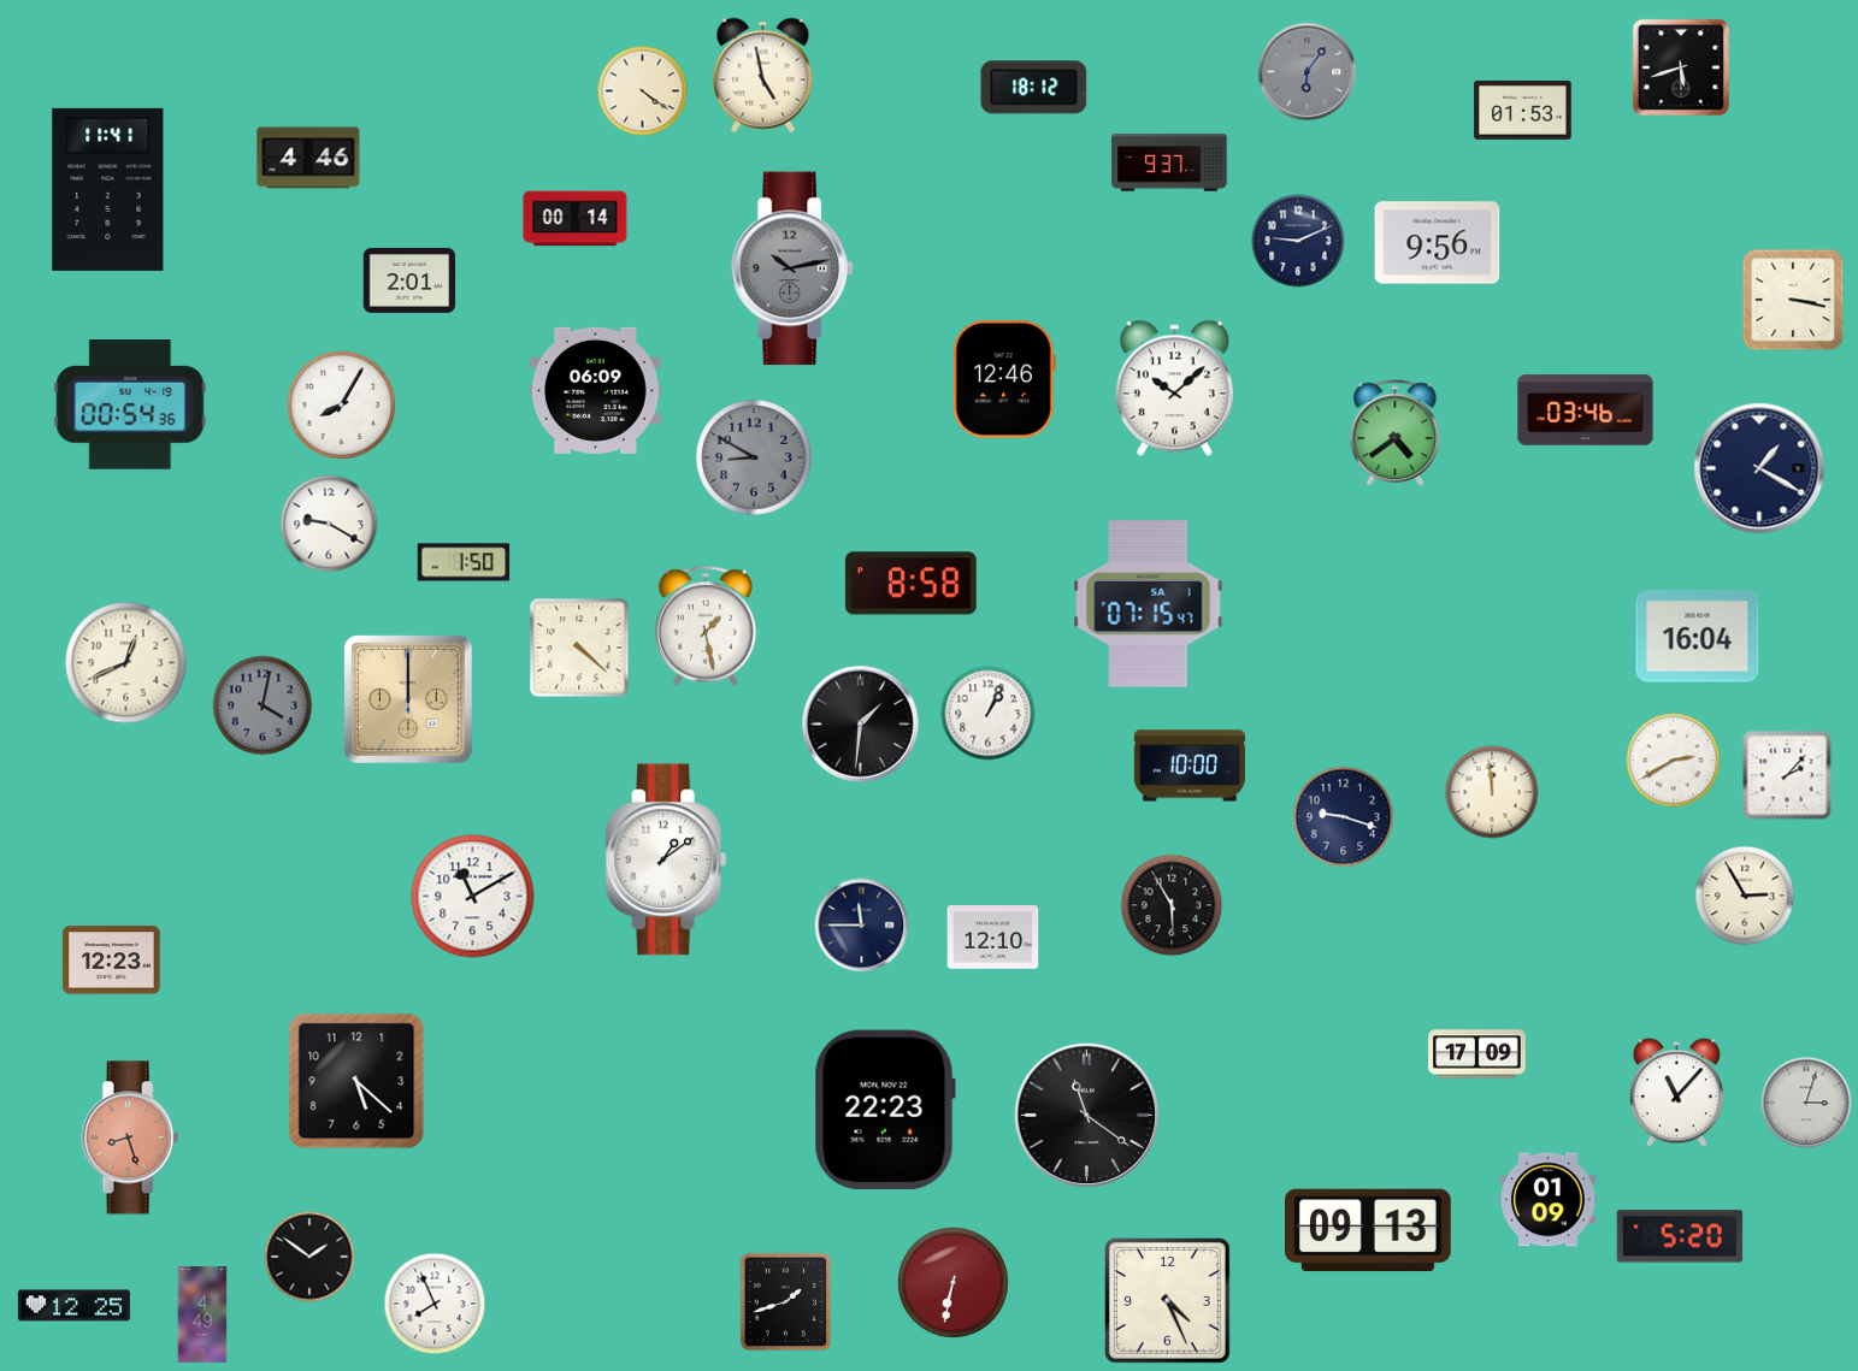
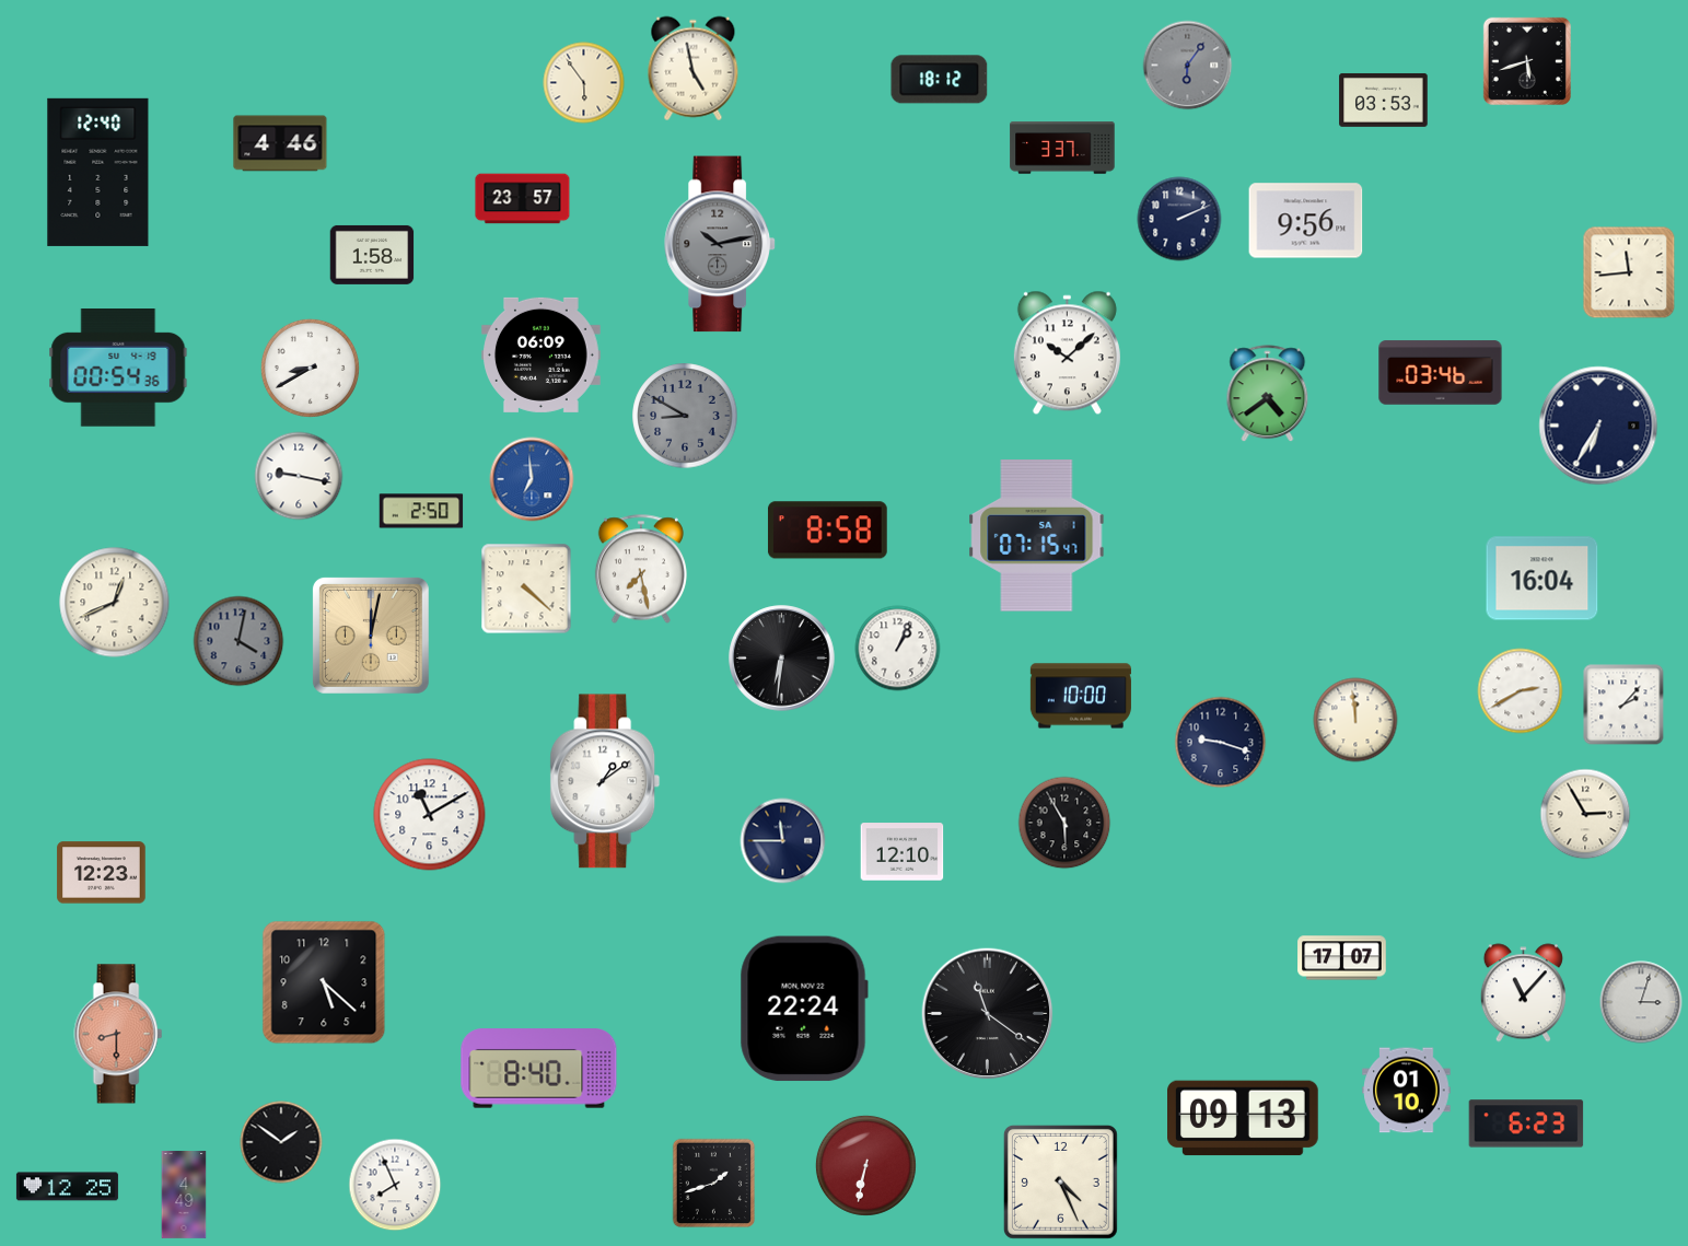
clock at (643, 91): 4:21 -> 5:54
clock at (1523, 110): 01:53 -> 03:53
clock at (1169, 162): 9:37 -> 3:37
clock at (108, 189): 11:41 -> 12:40
clock at (576, 219): 00:14 -> 23:57
clock at (1298, 241): 9:11 -> 2:11
clock at (409, 280): 2:01 -> 1:58
clock at (1793, 300): 3:17 -> 11:44
clock at (1004, 379): 12:46 -> none
clock at (341, 404): 8:05 -> 8:40
clock at (1759, 468): 1:20 -> 6:35
clock at (329, 524): 9:20 -> 9:17
clock at (532, 479): none -> 6:59
clock at (464, 562): 1:50 -> 2:50
clock at (1149, 604) position: (1149, 604) -> (1037, 536)
clock at (706, 626): 1:28 -> 7:28
clock at (408, 699): 12:00 -> 12:02
clock at (861, 725): 1:31 -> 6:31
clock at (1477, 1054): 17:09 -> 17:07
clock at (885, 1110): 22:23 -> 22:24
clock at (130, 1137): 8:27 -> 8:30
clock at (539, 1069): none -> 8:40
clock at (1549, 1200): 01:09 -> 01:10
clock at (1680, 1236): 5:20 -> 6:23
